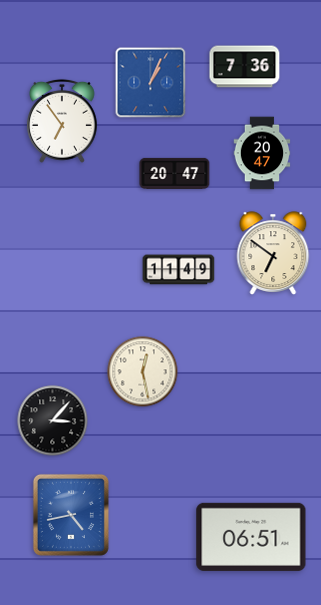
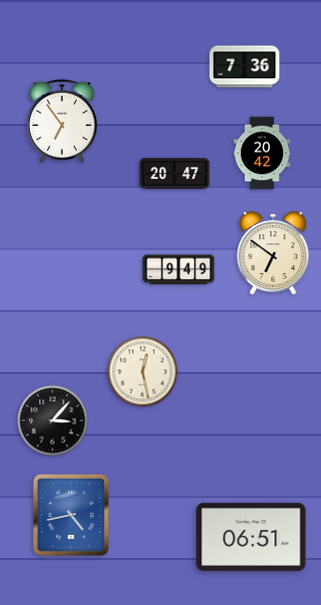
clock at (151, 83): 1:04 -> none
clock at (262, 153): 20:47 -> 20:42
clock at (179, 270): 11:49 -> 9:49
